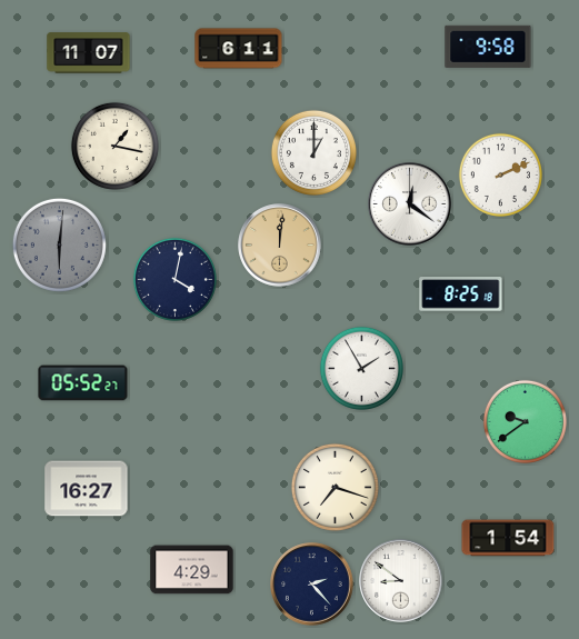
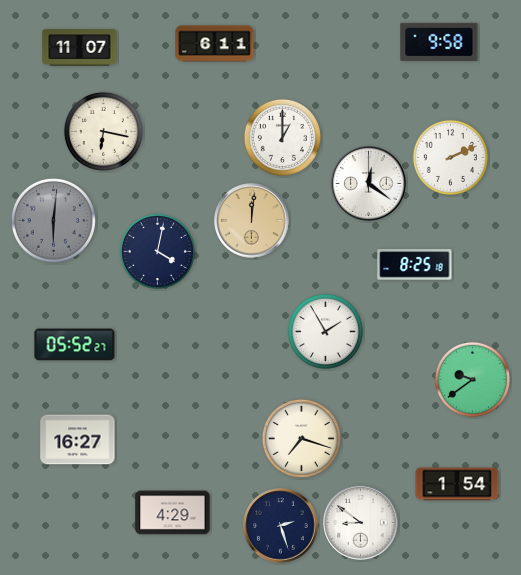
clock at (114, 146): 1:17 -> 6:17
clock at (312, 585): 2:23 -> 2:27
